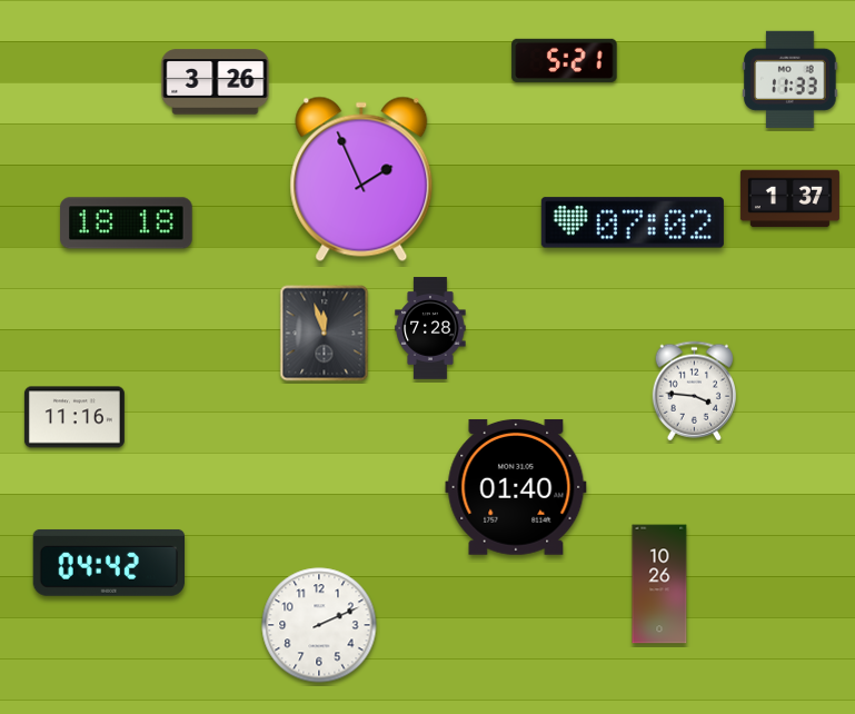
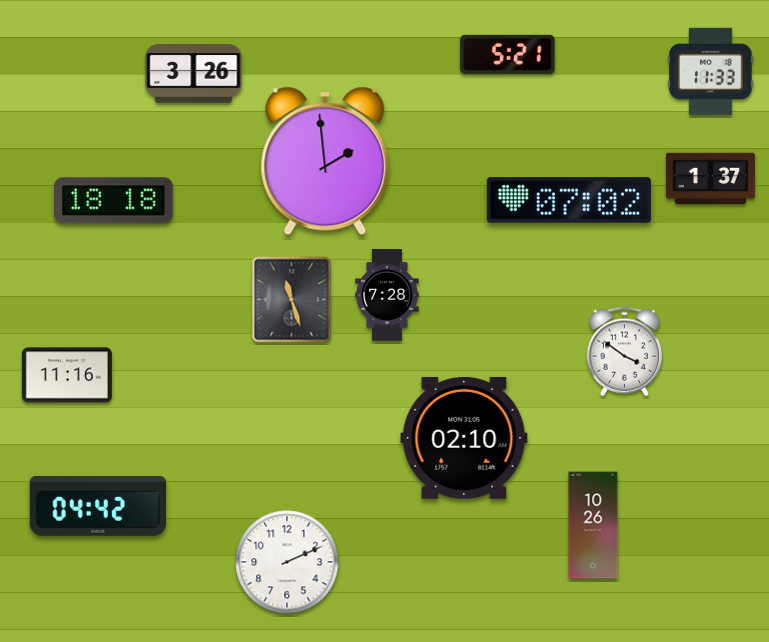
clock at (361, 179): 1:56 -> 1:59
clock at (325, 334): 11:57 -> 11:27
clock at (694, 391): 3:46 -> 3:51
clock at (516, 487): 01:40 -> 02:10
